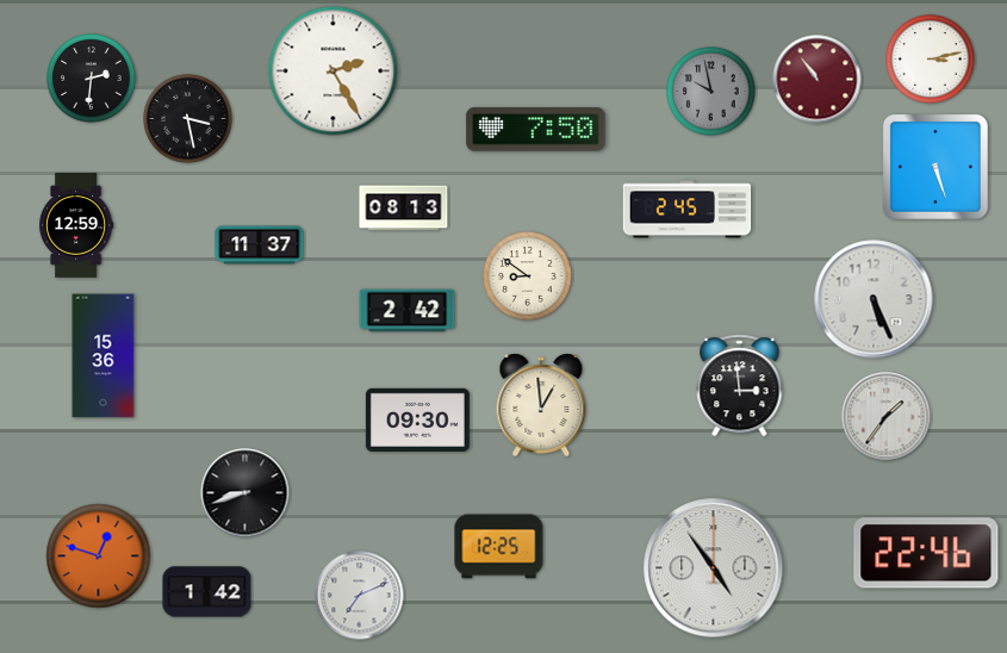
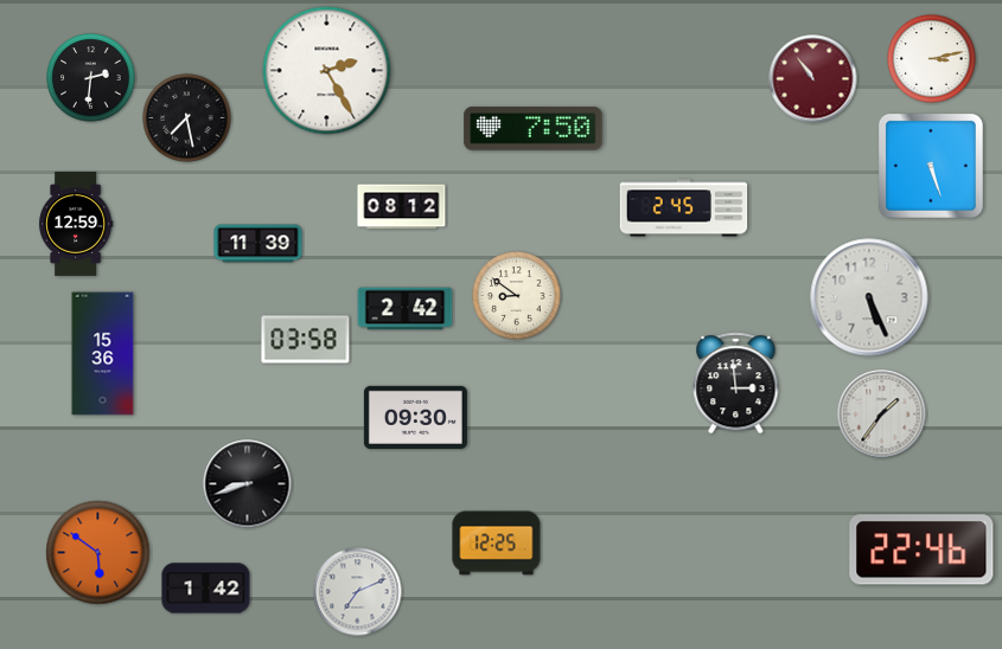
clock at (931, 60) position: (931, 60) -> (932, 59)
clock at (334, 71) position: (334, 71) -> (327, 71)
clock at (711, 92): 9:58 -> none
clock at (188, 119): 3:28 -> 7:28
clock at (404, 209): 08:13 -> 08:12
clock at (260, 245): 11:37 -> 11:39
clock at (528, 276) position: (528, 276) -> (517, 296)
clock at (306, 340): none -> 03:58
clock at (541, 405): 12:59 -> none
clock at (245, 493) position: (245, 493) -> (248, 484)
clock at (99, 556): 12:48 -> 5:51
clock at (714, 568): 4:54 -> none
